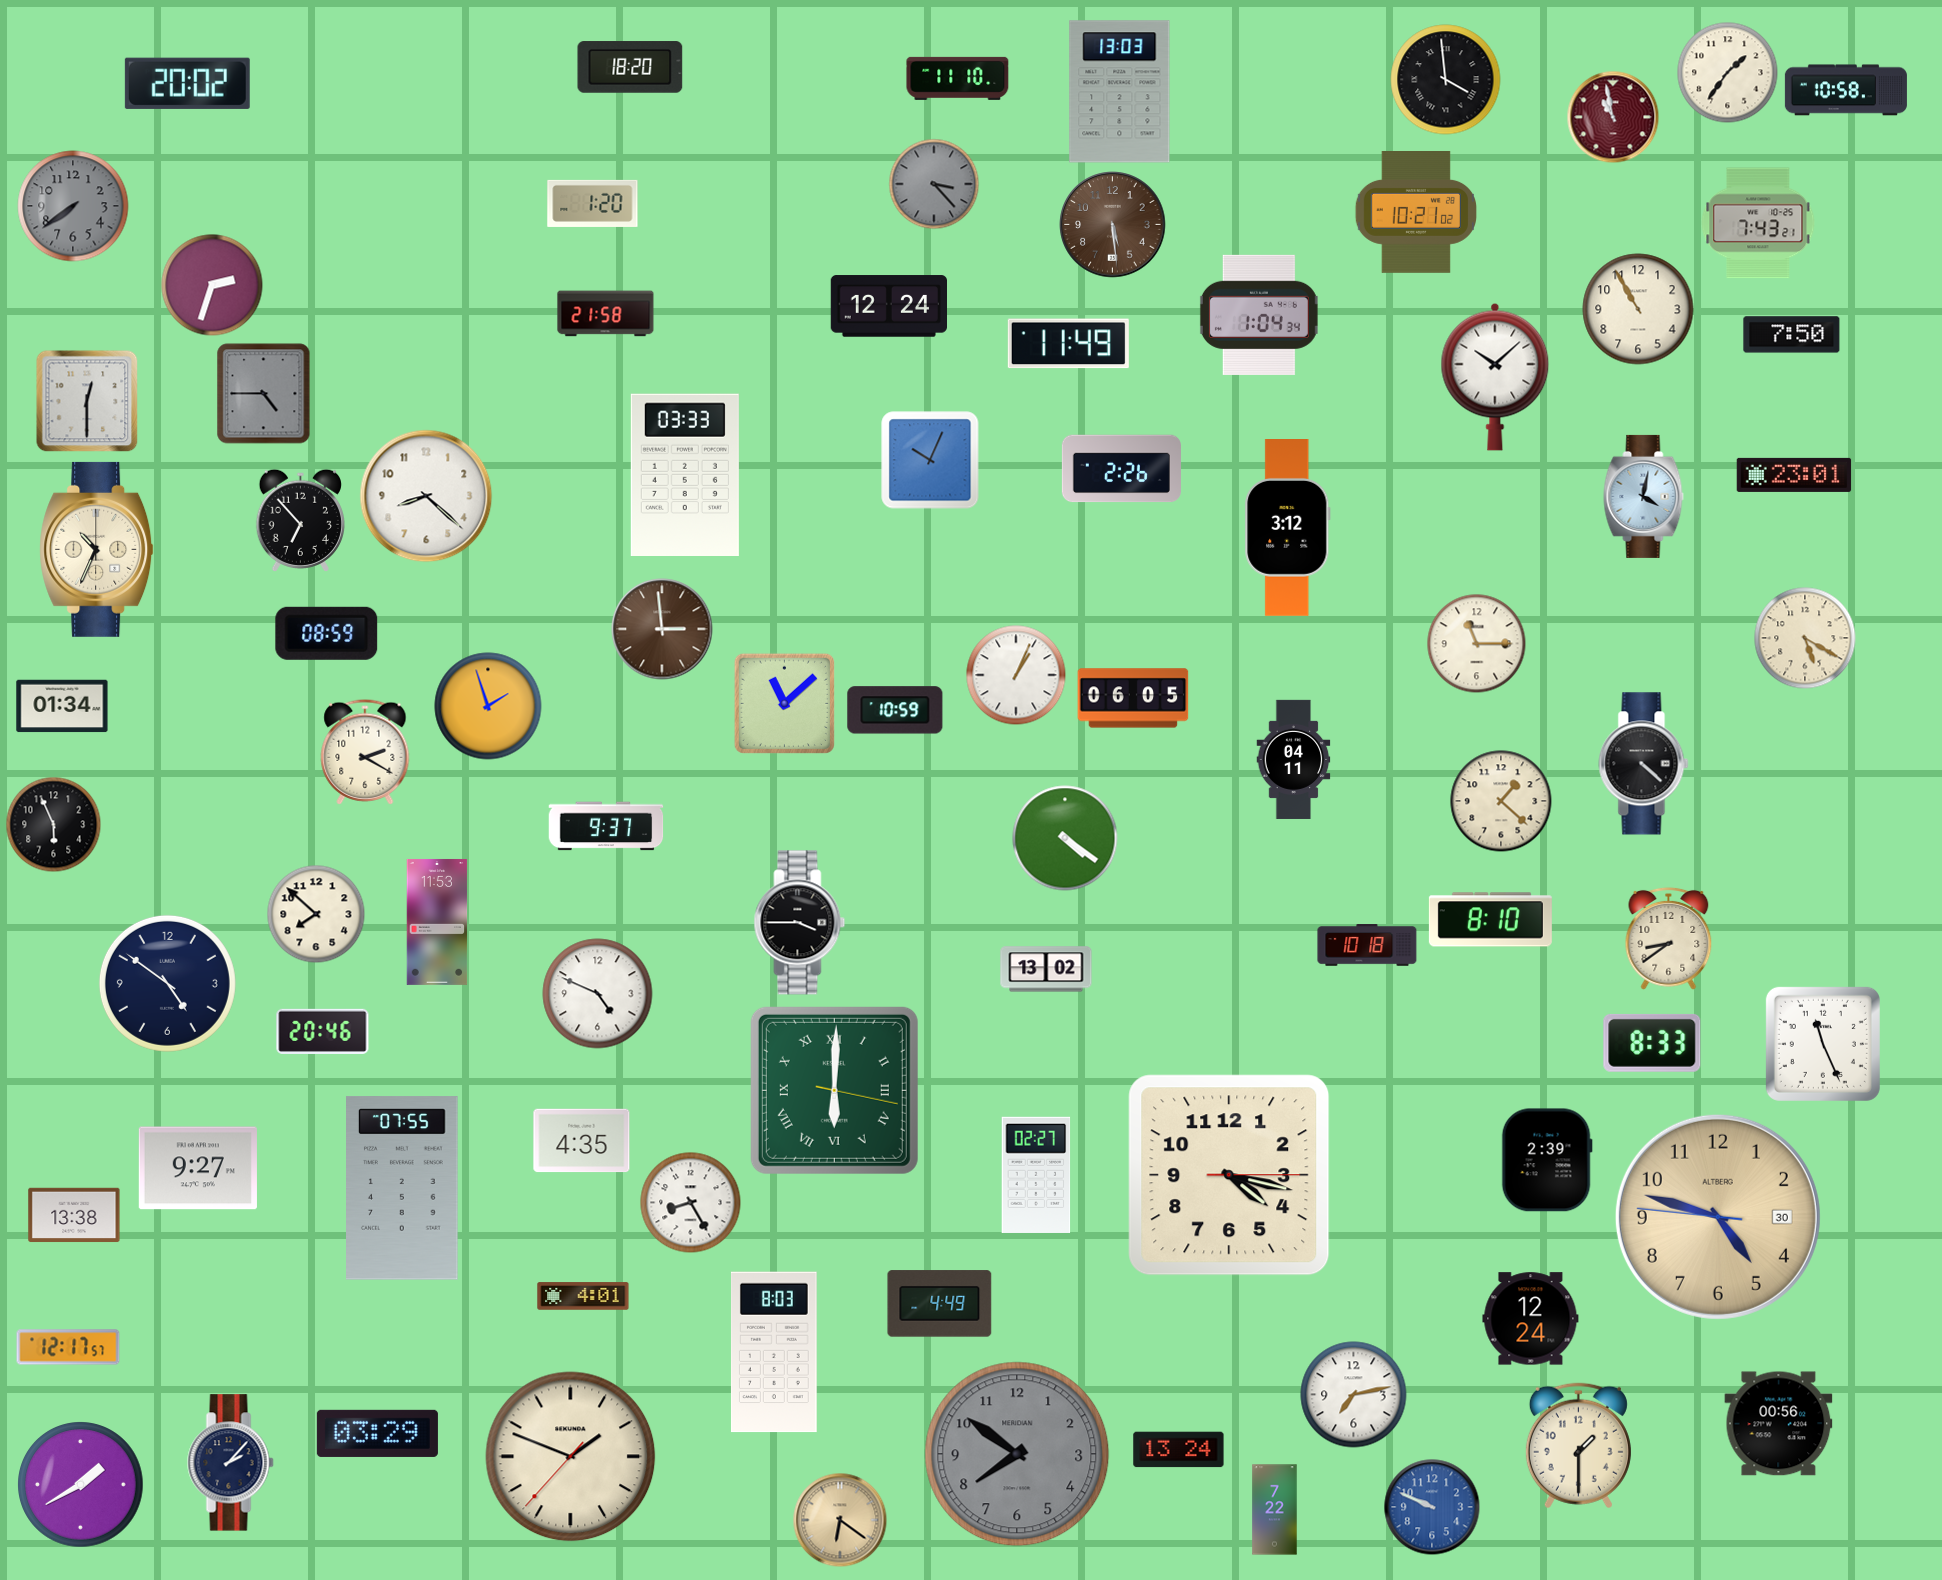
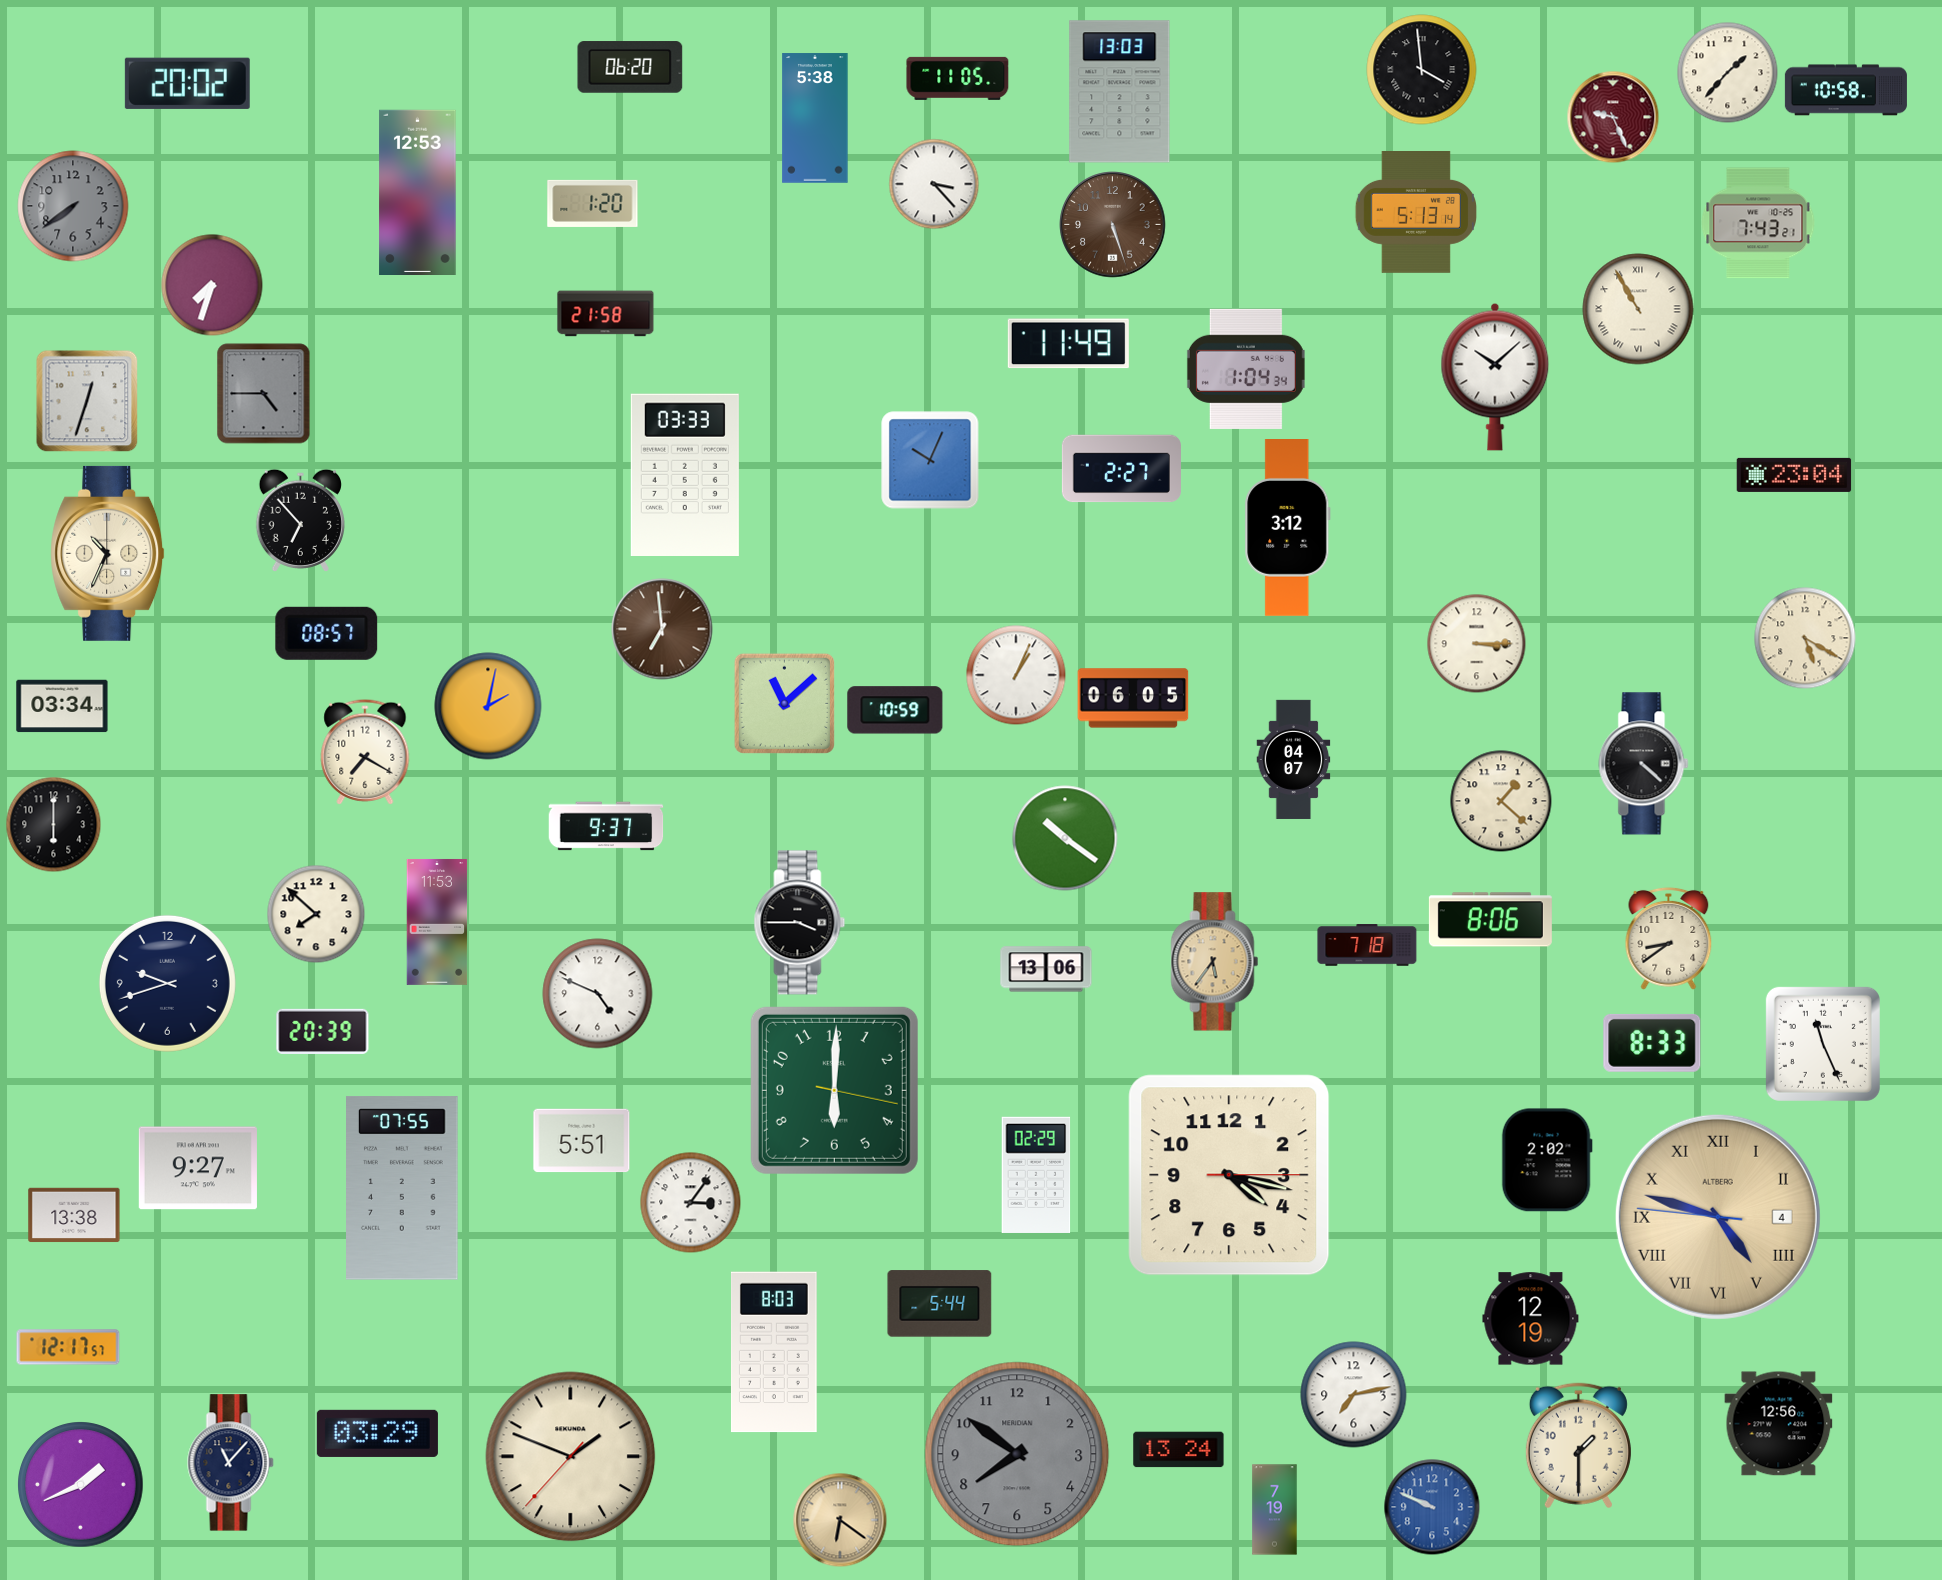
clock at (630, 67): 18:20 -> 06:20
clock at (1728, 73): 1:36 -> 1:37
clock at (958, 78): 11:10 -> 11:05
clock at (1446, 80) position: (1446, 80) -> (1422, 70)
clock at (1613, 117): 10:58 -> 9:26
clock at (815, 118): none -> 5:38
clock at (934, 184) dial: grey -> white
clock at (418, 192): none -> 12:53
clock at (1415, 213): 10:21 -> 5:13
clock at (1113, 225): 5:29 -> 5:27
clock at (212, 285): 2:33 -> 7:33
clock at (888, 306): 12:24 -> none
clock at (1638, 309) numerals: Arabic -> Roman
clock at (1259, 315) position: (1259, 315) -> (1246, 369)
clock at (1792, 335): 7:50 -> none
clock at (87, 401): 12:30 -> 12:33
clock at (1121, 469): 2:26 -> 2:27
clock at (1794, 475): 23:01 -> 23:04
clock at (426, 496): 8:22 -> none
clock at (1644, 496): 4:02 -> none
clock at (97, 549) position: (97, 549) -> (108, 553)
clock at (662, 629): 2:59 -> 6:59
clock at (327, 633): 08:59 -> 08:57
clock at (1477, 644): 11:15 -> 3:15
clock at (62, 706): 01:34 -> 03:34
clock at (488, 706): 1:57 -> 2:02
clock at (365, 752): 2:20 -> 7:20
clock at (1294, 759): 04:11 -> 04:07
clock at (53, 824): 5:56 -> 6:00
clock at (1065, 838): 4:21 -> 10:21
clock at (1490, 920): 8:10 -> 8:06
clock at (1367, 945): 10:18 -> 7:18
clock at (1215, 962): none -> 5:36
clock at (1046, 969): 13:02 -> 13:06
clock at (167, 983): 4:51 -> 9:42
clock at (323, 1031): 20:46 -> 20:39
clock at (834, 1090) numerals: Roman -> Arabic
clock at (582, 1141): 4:35 -> 5:51
clock at (1547, 1160): 2:39 -> 2:02
clock at (1036, 1175): 02:27 -> 02:29
clock at (691, 1203): 8:25 -> 3:06
clock at (1718, 1217) date: 30 -> 4
clock at (1718, 1217) numerals: Arabic -> Roman
clock at (583, 1296): 4:01 -> none
clock at (940, 1304): 4:49 -> 5:44
clock at (1531, 1319): 12:24 -> 12:19
clock at (1779, 1424): 00:56 -> 12:56
clock at (231, 1463): 2:07 -> 11:07
clock at (81, 1485): 1:40 -> 1:41
clock at (1275, 1510): 7:22 -> 7:19
